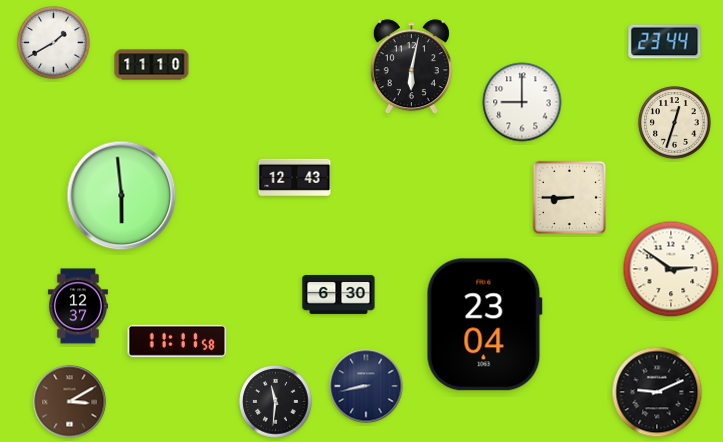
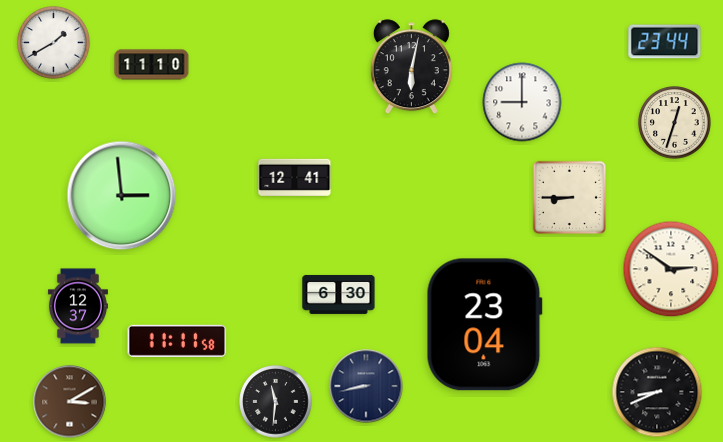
clock at (295, 177): 12:43 -> 12:41
clock at (122, 196): 5:59 -> 2:59
clock at (657, 392): 9:11 -> 8:41
